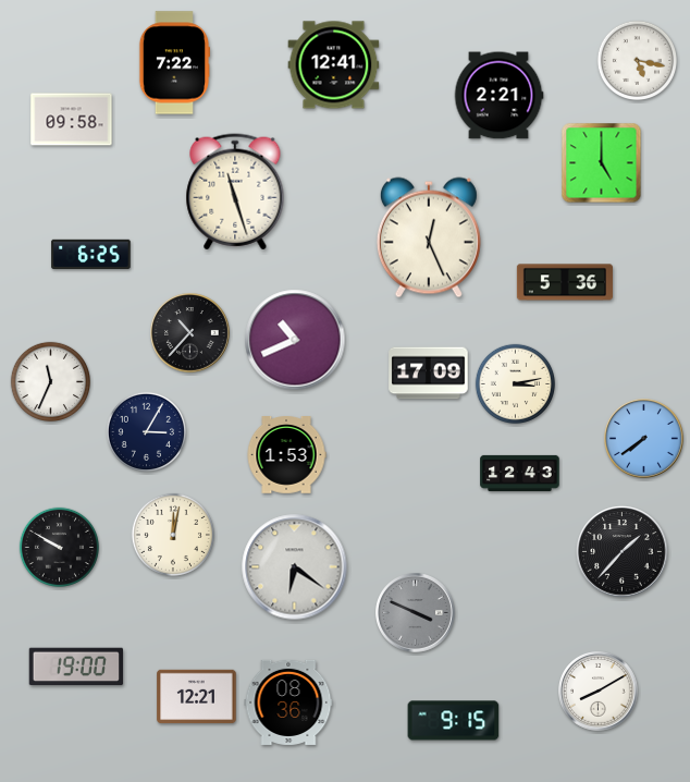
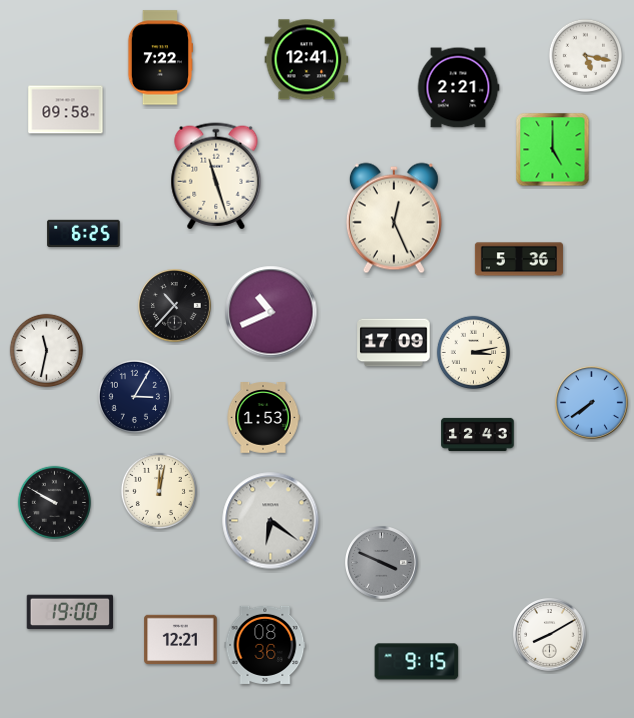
clock at (50, 381): 11:34 -> 11:32
clock at (623, 552): 1:37 -> none
